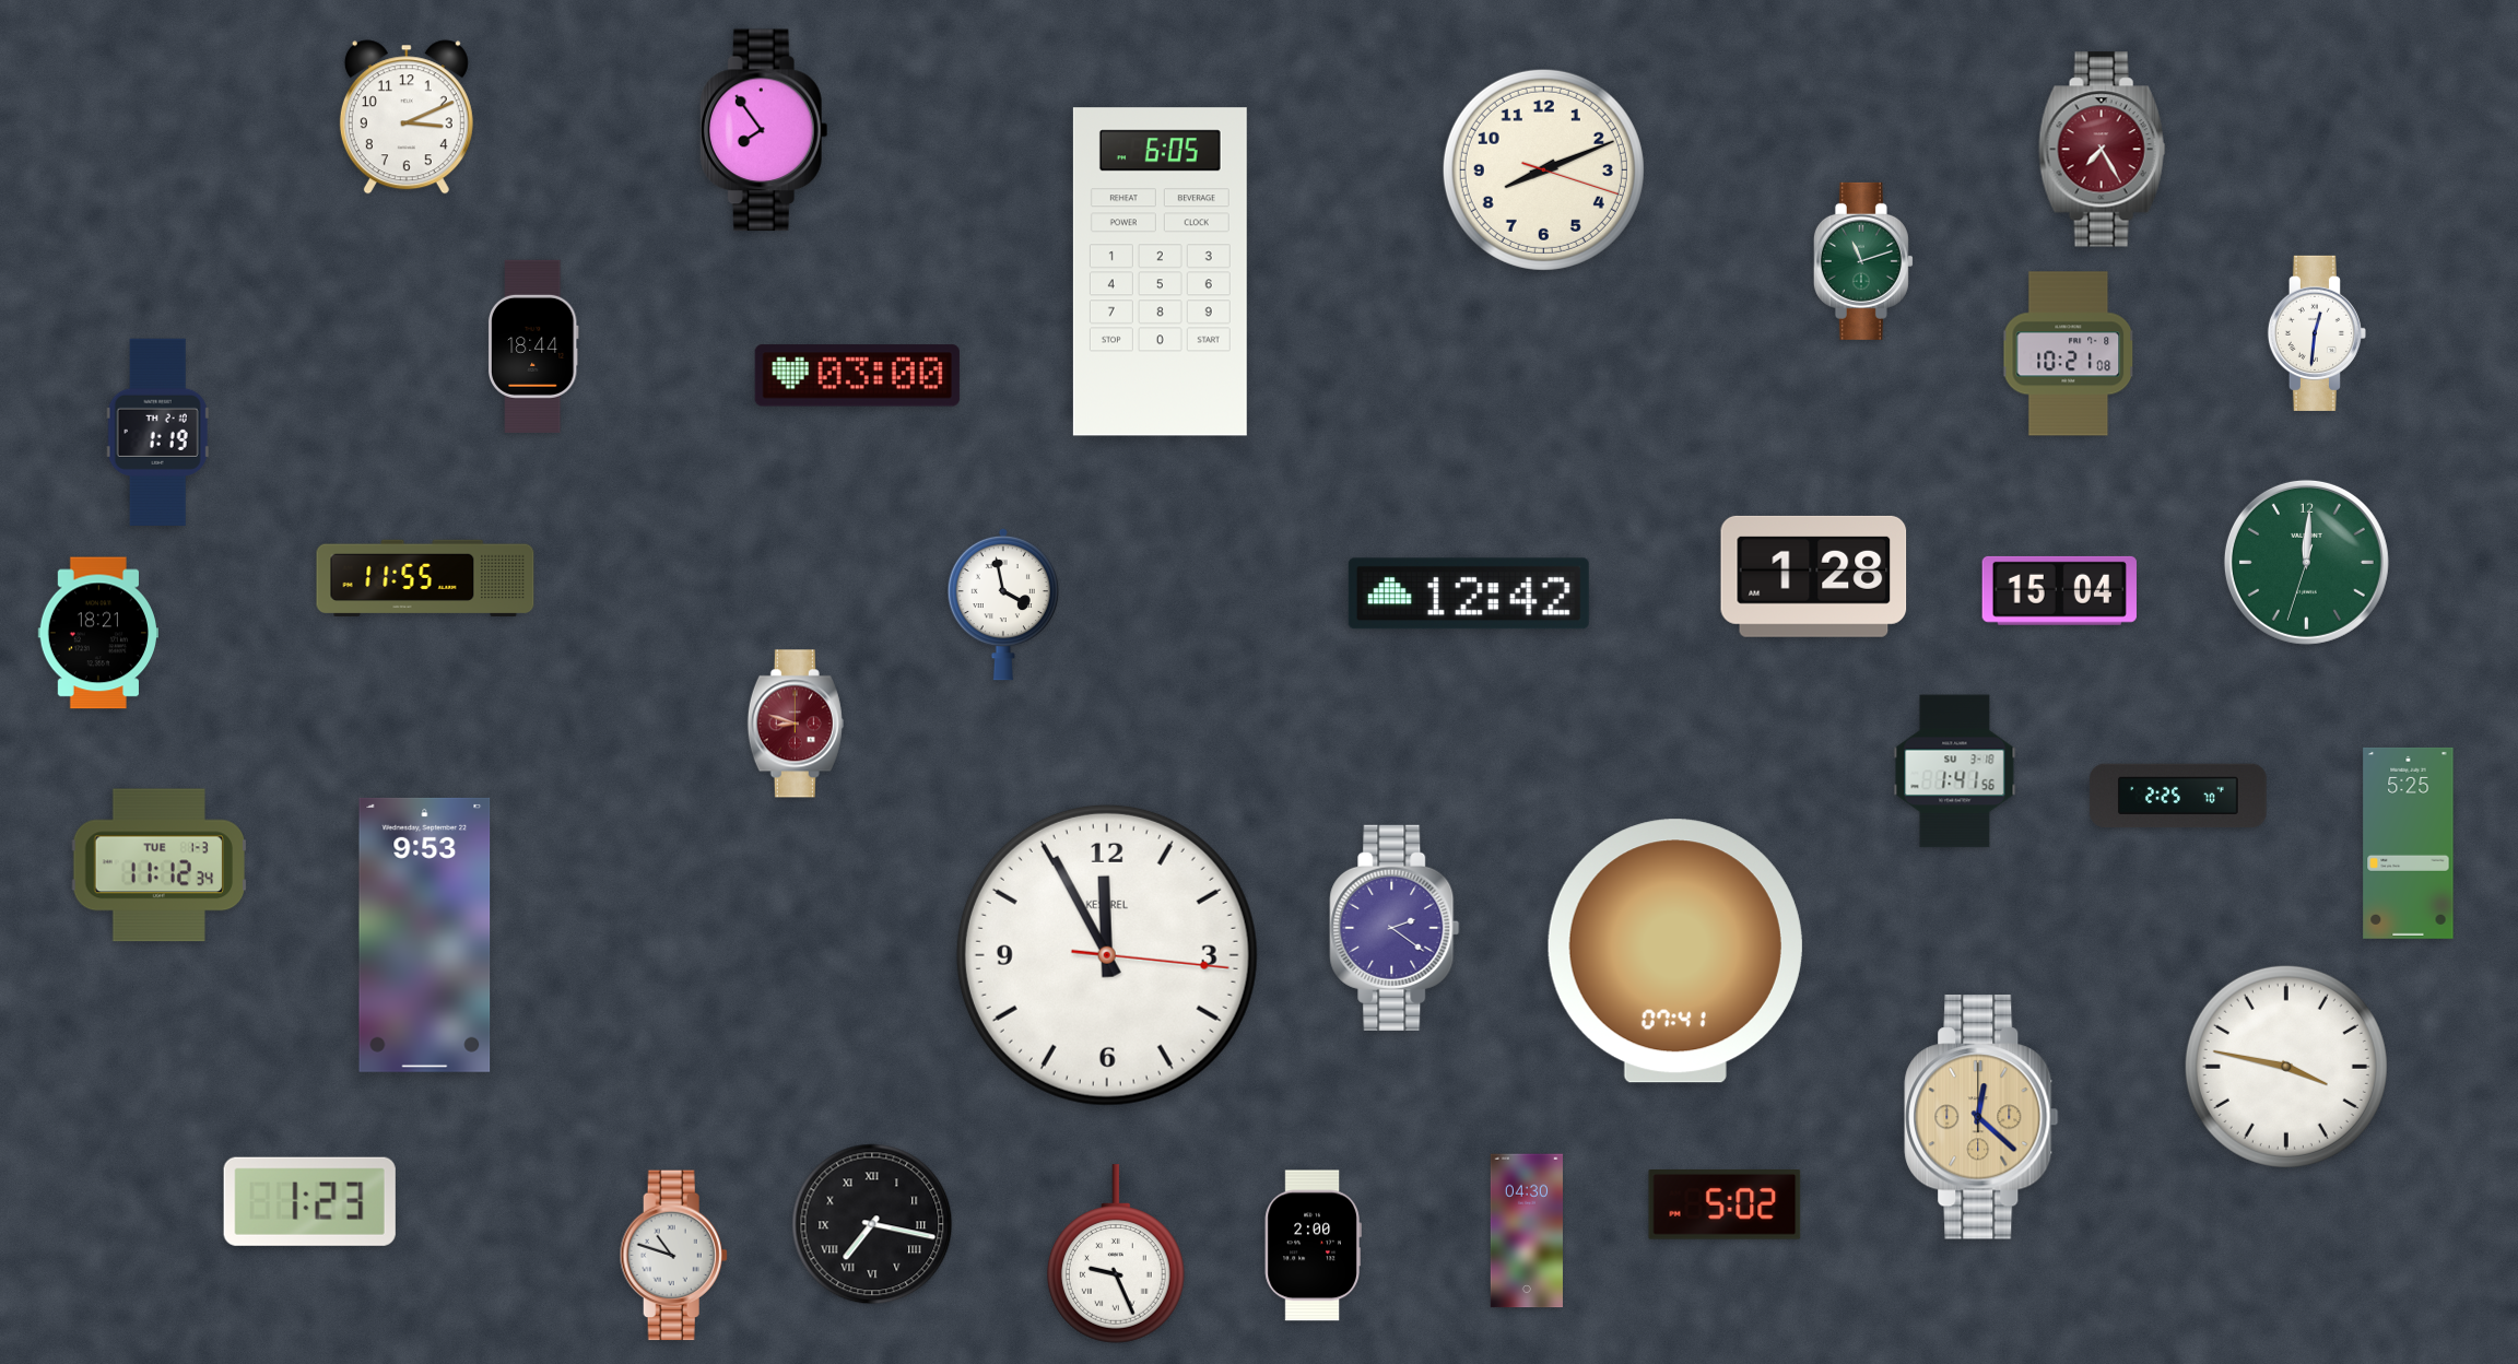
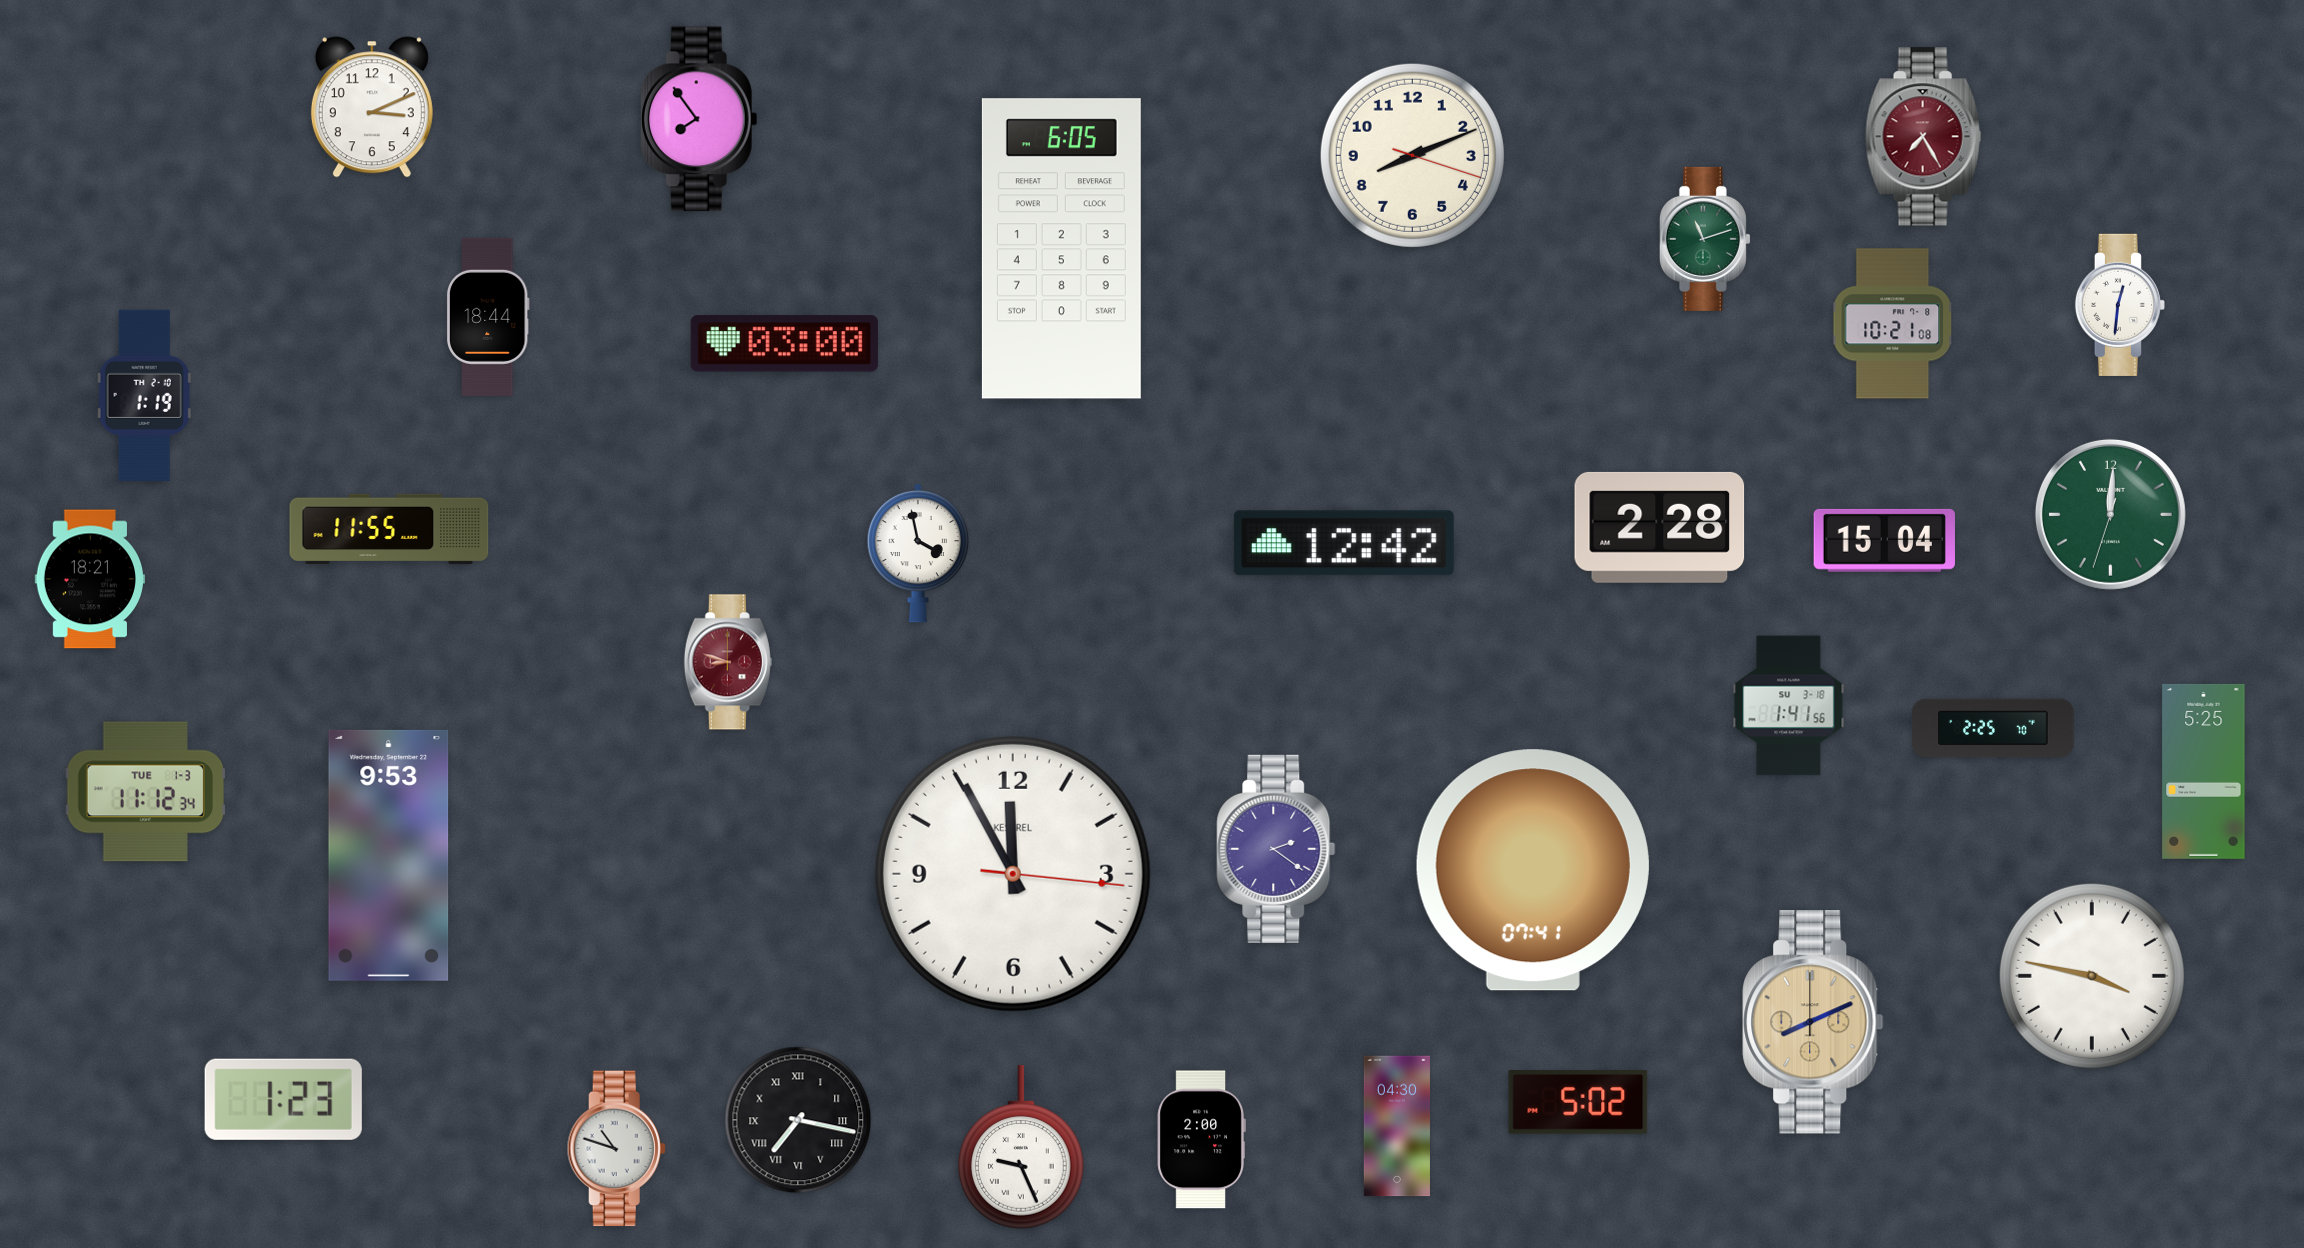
clock at (1814, 576): 1:28 -> 2:28
clock at (1981, 1117): 12:22 -> 8:11
